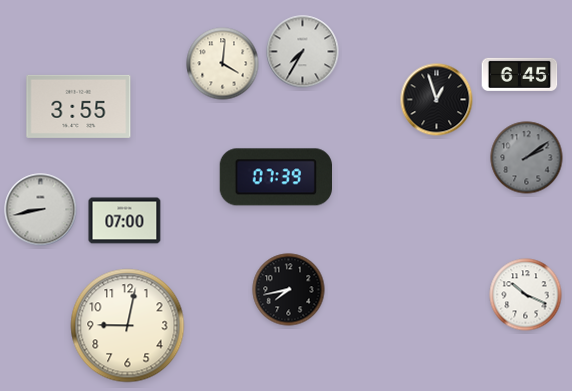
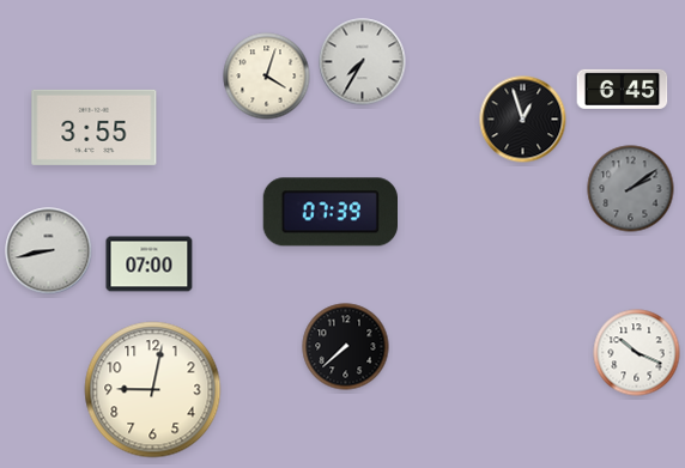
clock at (223, 64): 4:01 -> 4:03
clock at (289, 290): 7:43 -> 7:38
clock at (526, 295) position: (526, 295) -> (637, 353)
